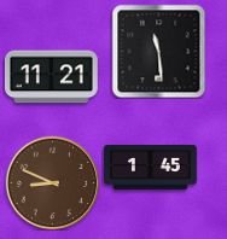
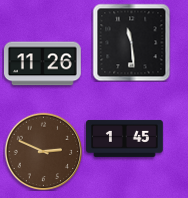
clock at (51, 77): 11:21 -> 11:26
clock at (52, 182): 8:49 -> 2:49
